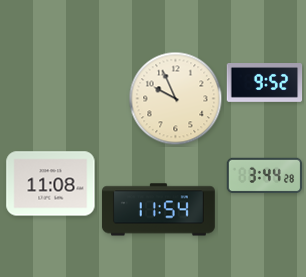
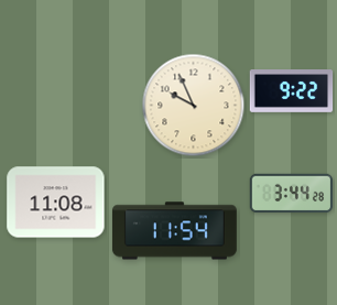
clock at (265, 83): 9:52 -> 9:22
clock at (176, 99) position: (176, 99) -> (194, 106)
